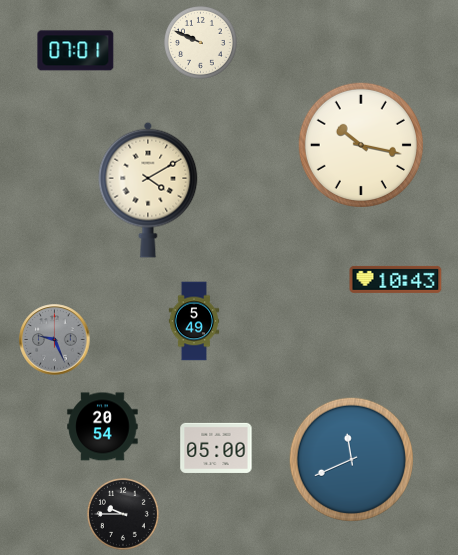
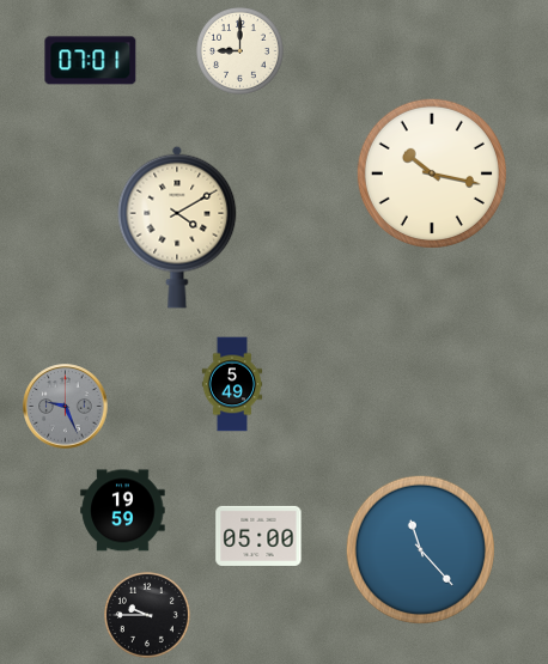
clock at (201, 43): 9:49 -> 9:00
clock at (396, 279): 10:43 -> none
clock at (103, 427): 20:54 -> 19:59
clock at (351, 459): 11:41 -> 11:23
